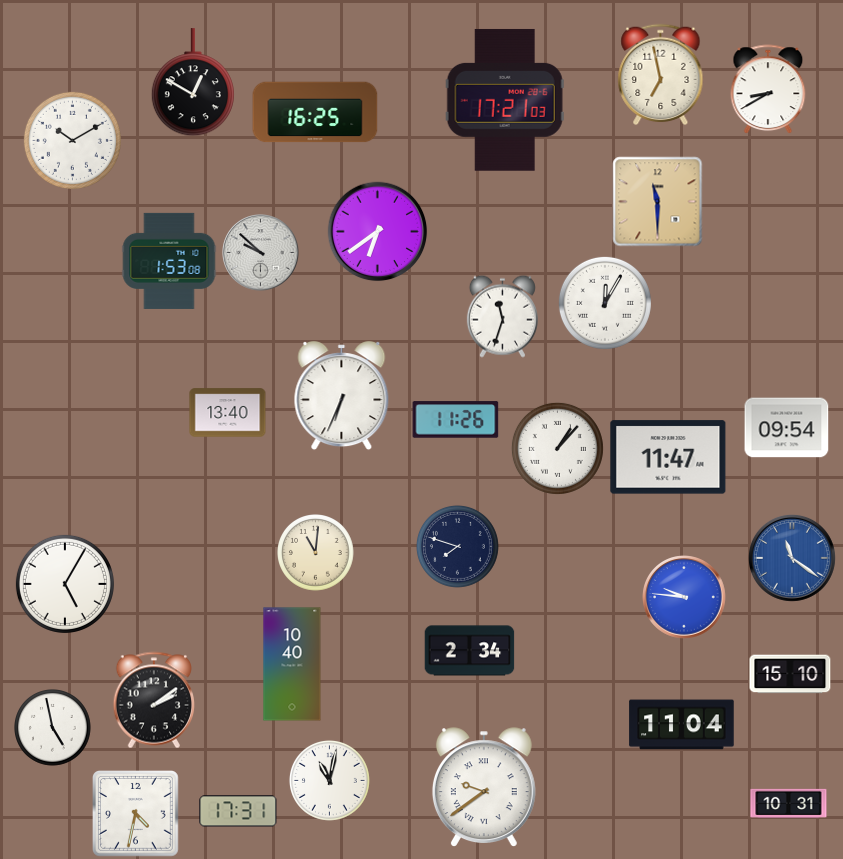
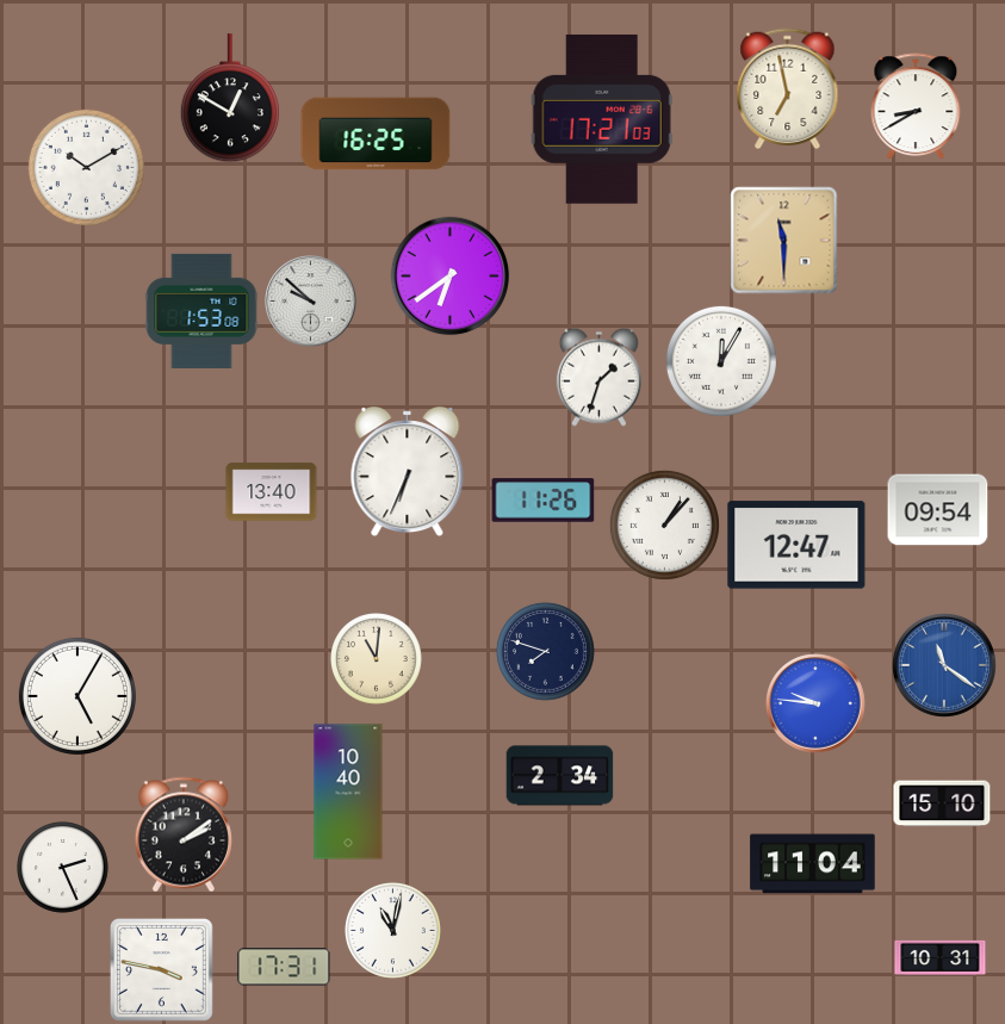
clock at (502, 316): 11:33 -> 1:33
clock at (557, 448) position: (557, 448) -> (664, 525)
clock at (668, 457): 11:47 -> 12:47
clock at (684, 597) position: (684, 597) -> (815, 703)
clock at (53, 728): 4:58 -> 2:26
clock at (484, 787): 9:39 -> none
clock at (136, 814): 4:32 -> 3:47
